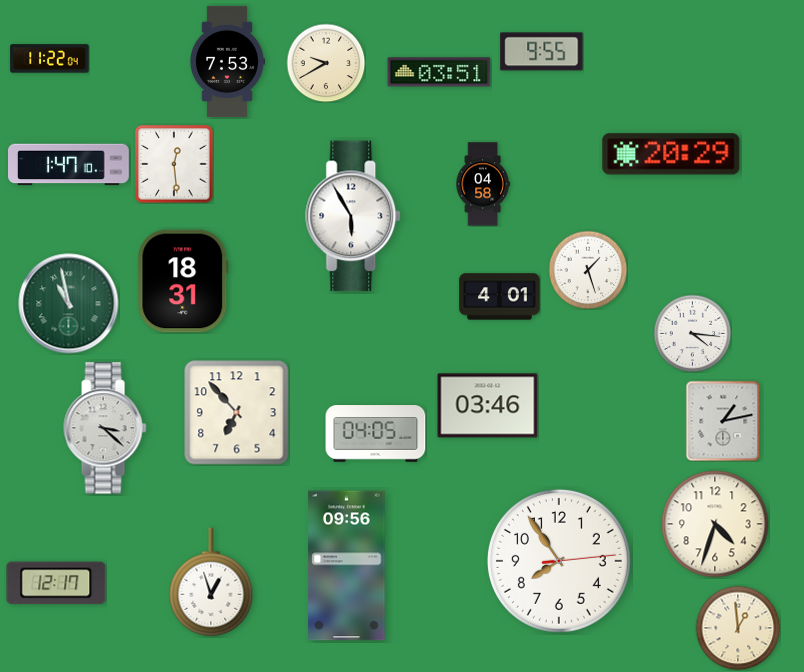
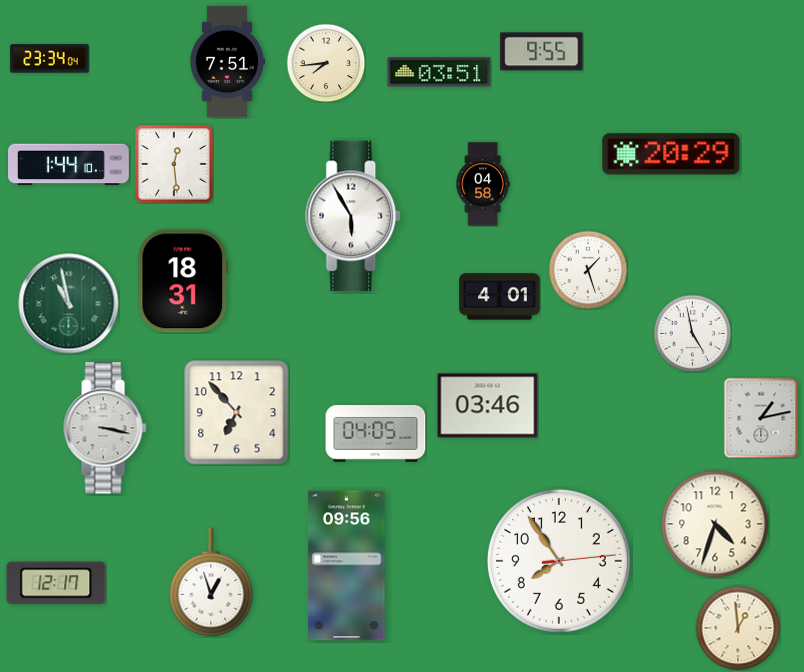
clock at (50, 59): 11:22 -> 23:34
clock at (228, 62): 7:53 -> 7:51
clock at (326, 63): 9:40 -> 7:44
clock at (69, 165): 1:47 -> 1:44
clock at (692, 333): 4:16 -> 4:58
clock at (723, 421) position: (723, 421) -> (761, 418)
clock at (105, 428): 3:22 -> 3:17
